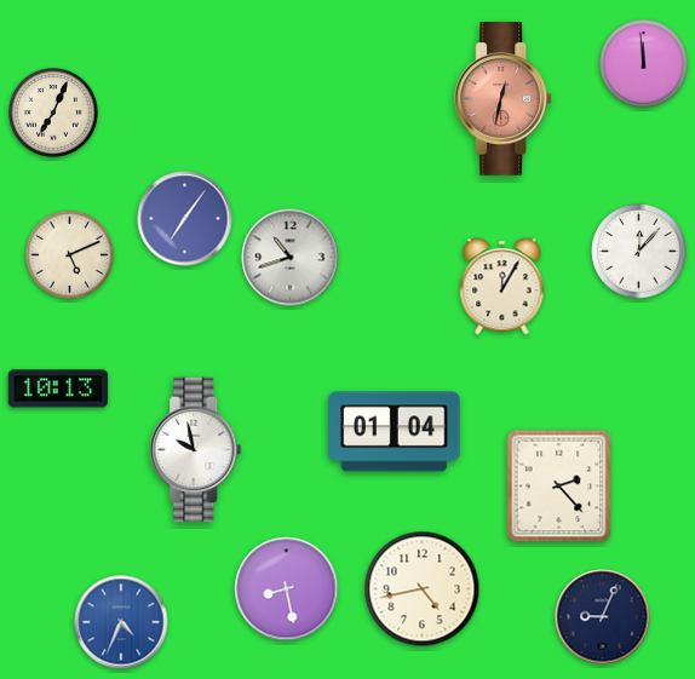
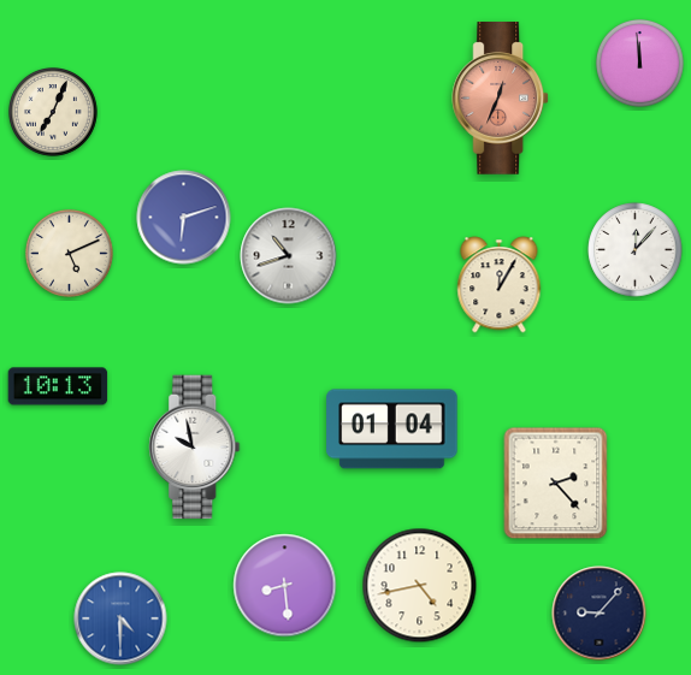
clock at (504, 99): 12:32 -> 12:34
clock at (185, 219): 7:06 -> 6:12
clock at (287, 589): 8:28 -> 8:29
clock at (603, 617): 9:04 -> 9:07
clock at (121, 622): 4:34 -> 4:30
